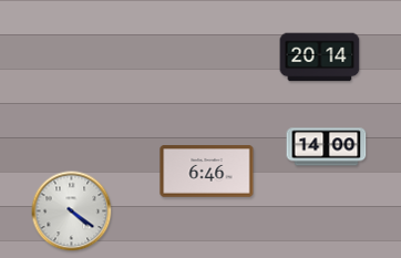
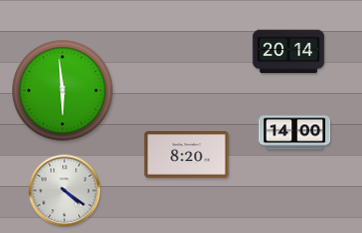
clock at (63, 91): none -> 5:59
clock at (207, 172): 6:46 -> 8:20
